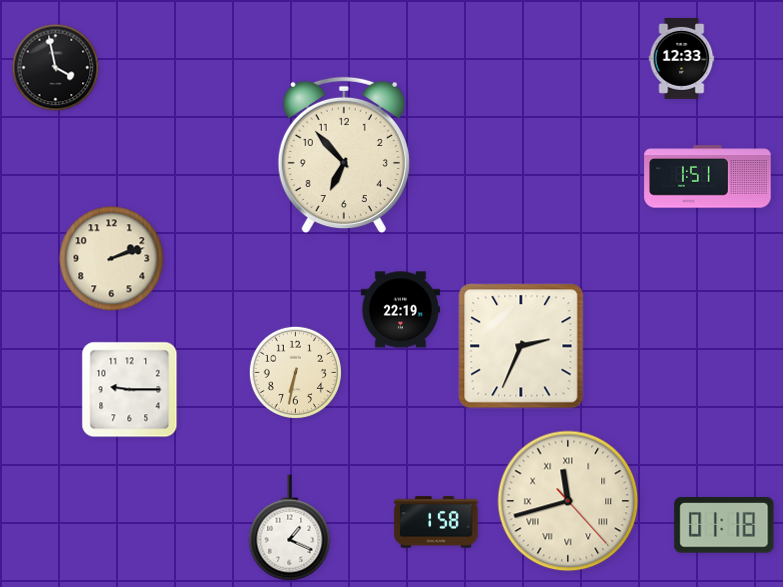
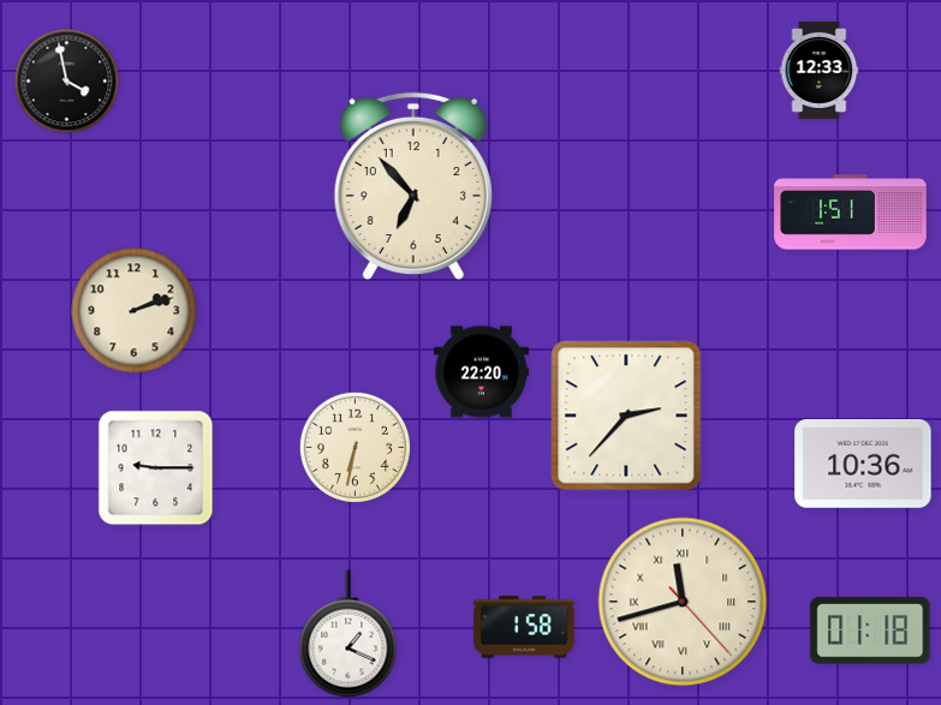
clock at (400, 310): 22:19 -> 22:20
clock at (521, 346): 2:34 -> 2:37
clock at (863, 465): none -> 10:36
